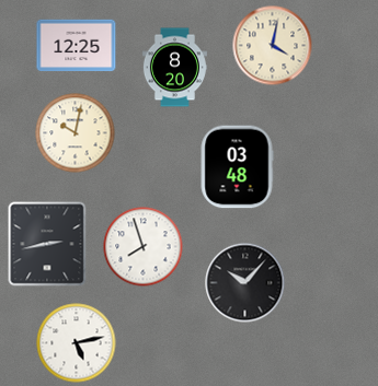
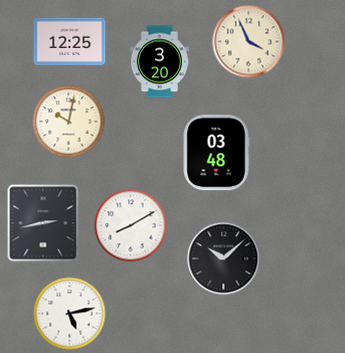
clock at (273, 46): 4:02 -> 3:56
clock at (174, 68): 8:20 -> 3:20
clock at (144, 247): 7:57 -> 8:10
clock at (245, 283): 10:07 -> 10:08
